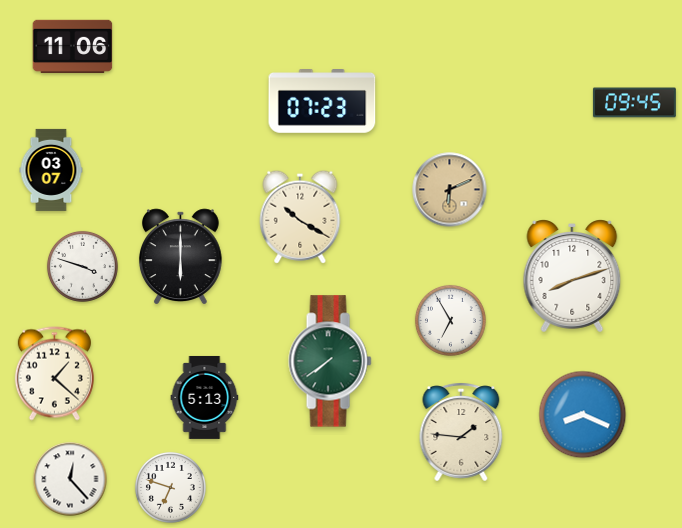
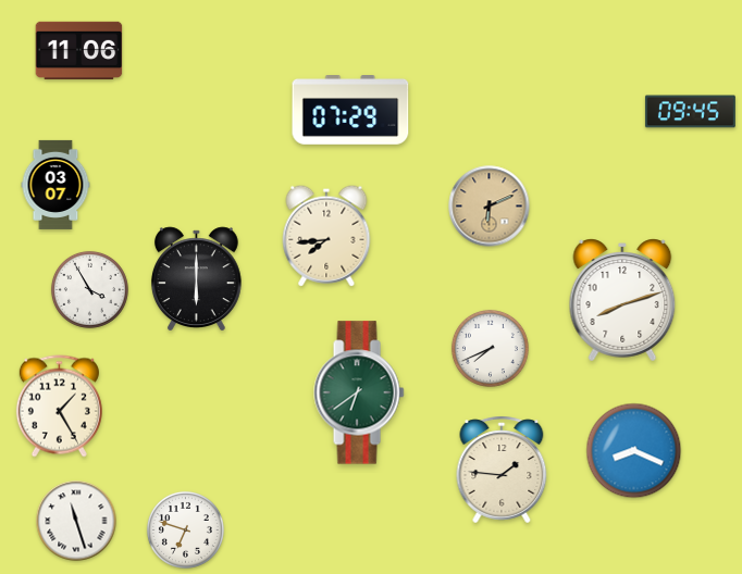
clock at (322, 102): 07:23 -> 07:29
clock at (300, 217): 10:20 -> 7:44
clock at (82, 266): 3:48 -> 3:55
clock at (450, 320): 6:55 -> 7:41
clock at (330, 361): 7:39 -> 6:39
clock at (54, 374): 1:22 -> 1:25
clock at (205, 397): 5:13 -> none
clock at (70, 479): 12:23 -> 11:27
